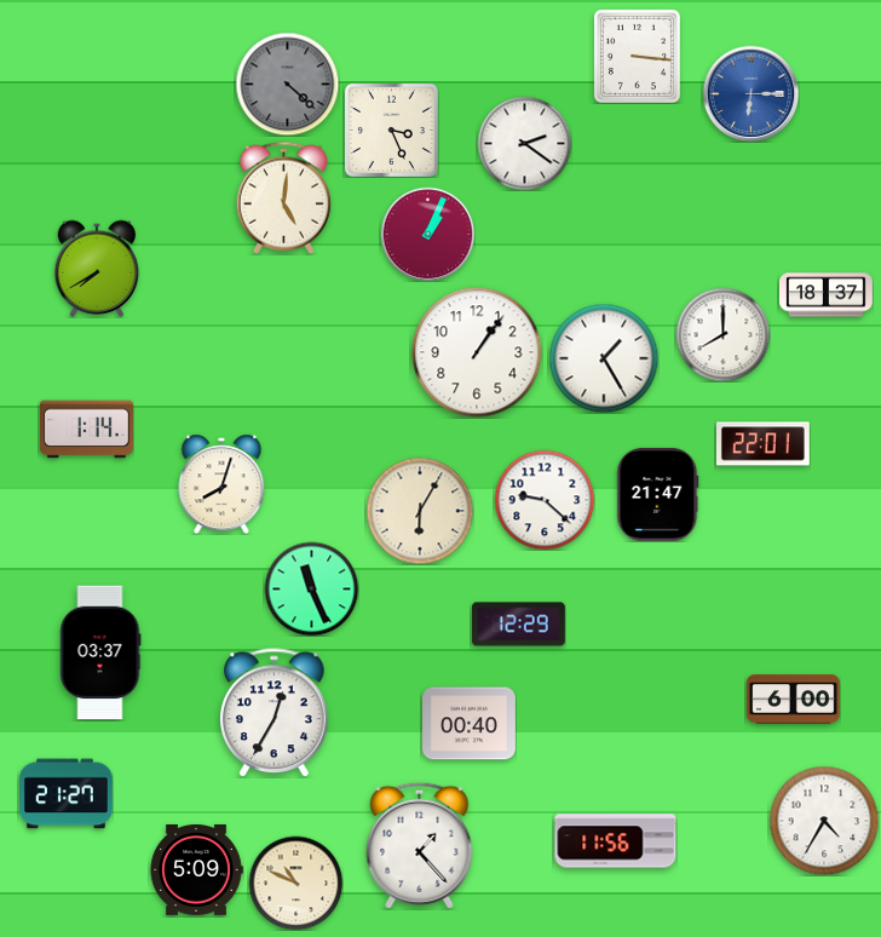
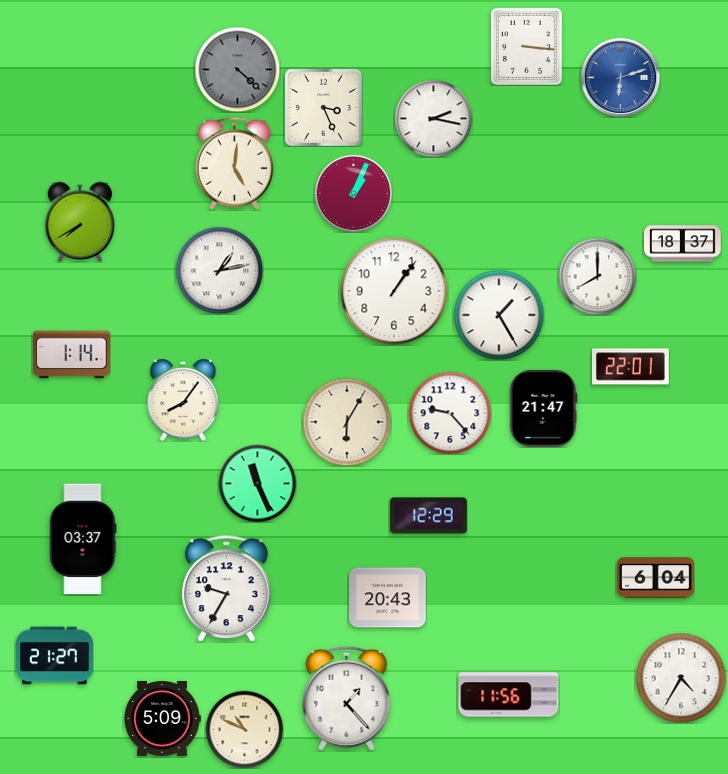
clock at (750, 93): 6:15 -> 6:12
clock at (524, 143): 2:21 -> 2:17
clock at (219, 270): none -> 1:13
clock at (604, 358) position: (604, 358) -> (499, 315)
clock at (221, 484): 8:03 -> 8:06
clock at (545, 500): 9:22 -> 9:23
clock at (311, 588) position: (311, 588) -> (257, 483)
clock at (794, 700): 6:00 -> 6:04
clock at (275, 713): 12:35 -> 9:35
clock at (470, 724): 00:40 -> 20:43
